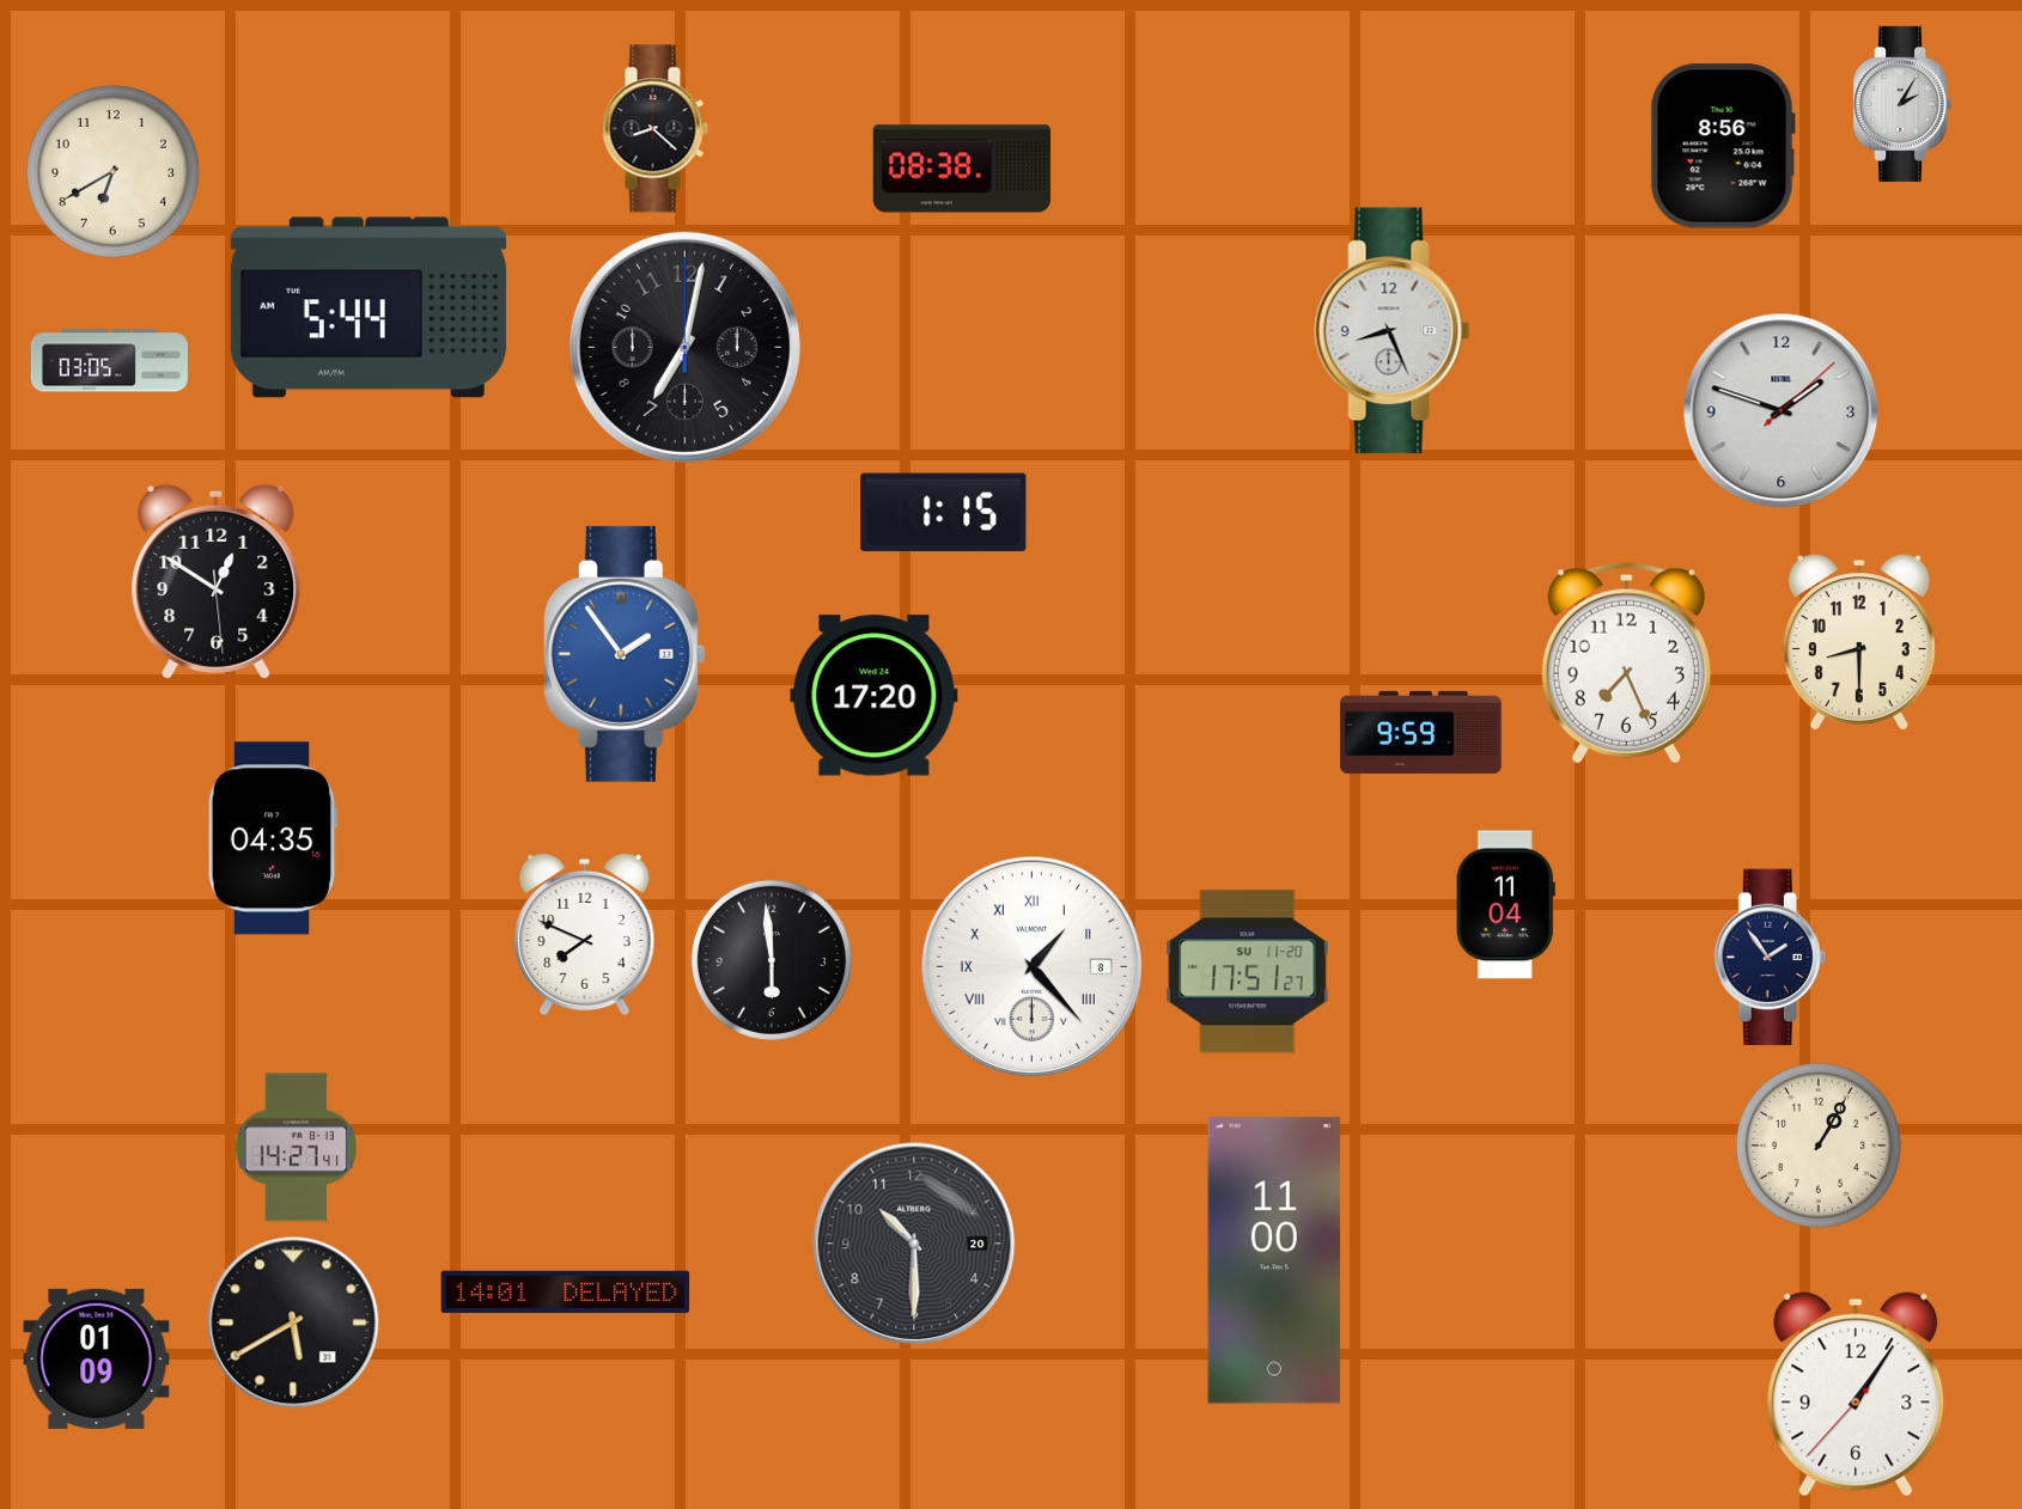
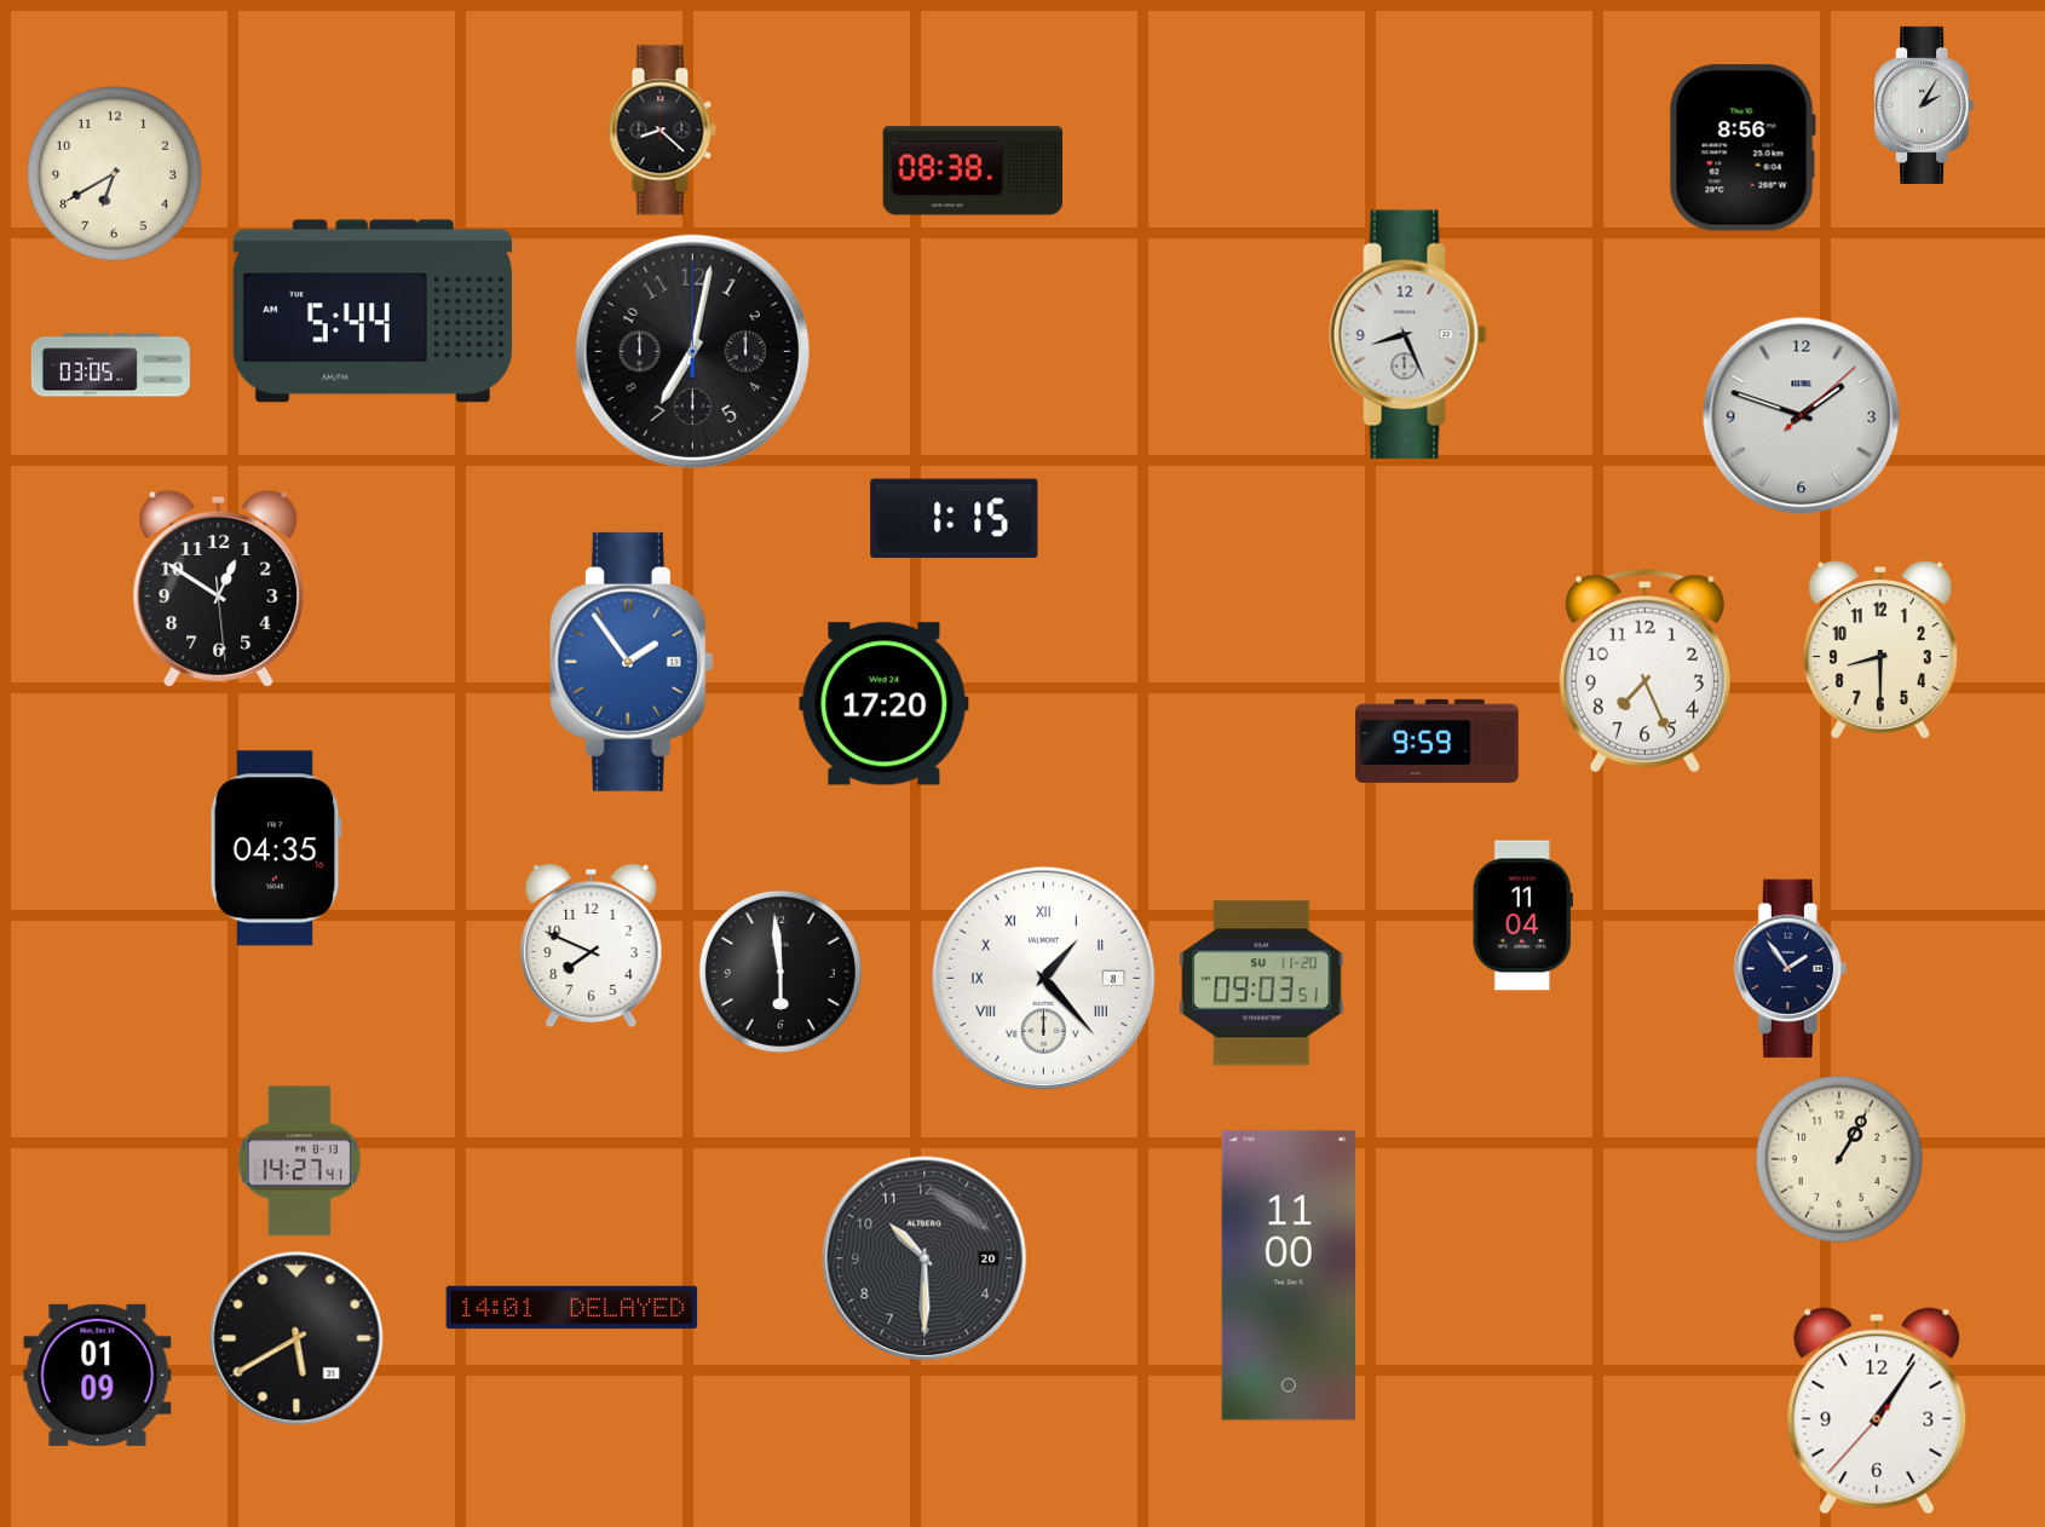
clock at (1248, 972): 17:51 -> 09:03
